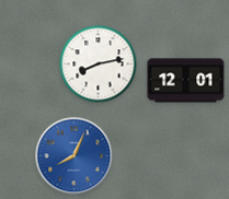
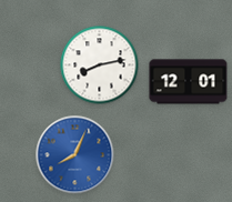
clock at (75, 156) position: (75, 156) -> (75, 155)
